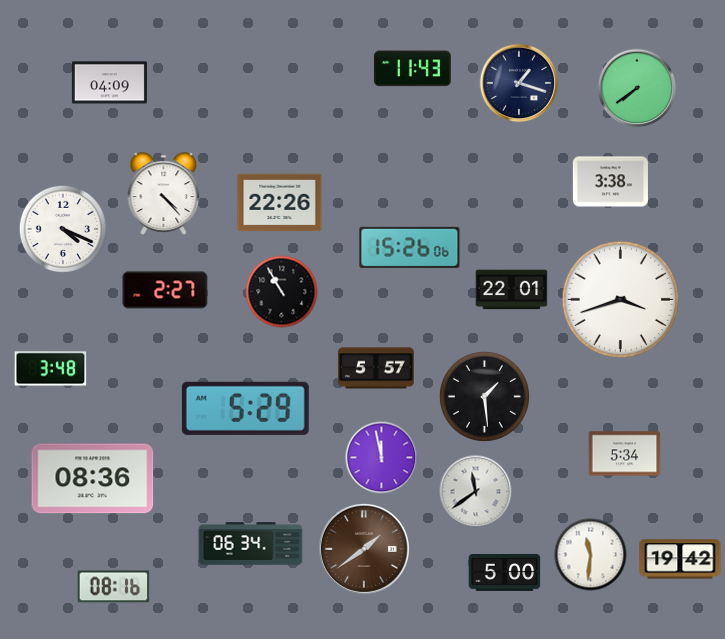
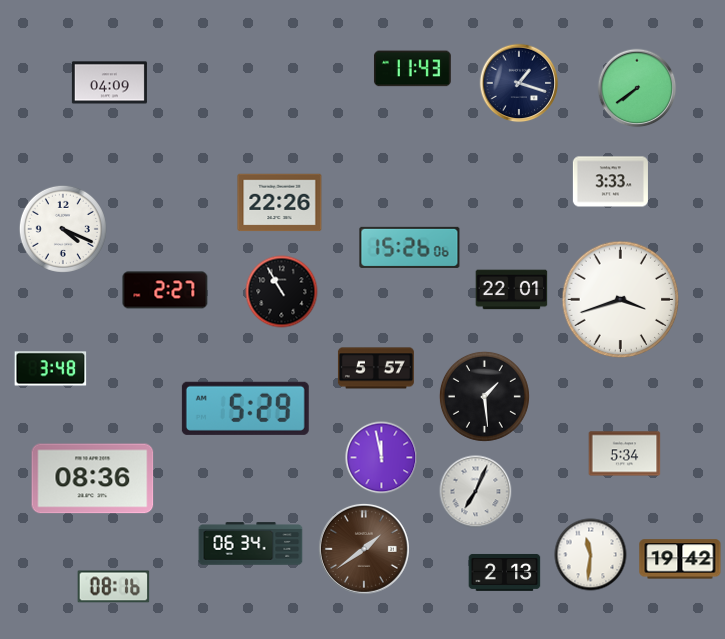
clock at (610, 182): 3:38 -> 3:33
clock at (164, 193): 4:23 -> none
clock at (476, 492): 11:39 -> 7:04
clock at (505, 572): 5:00 -> 2:13
